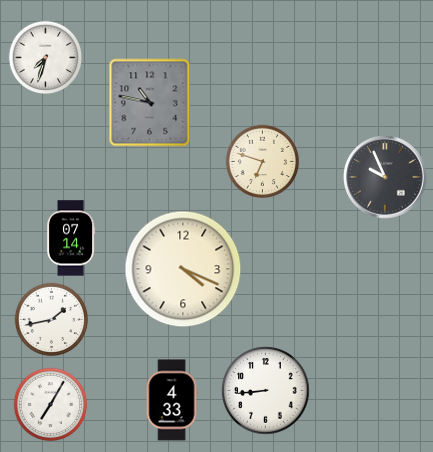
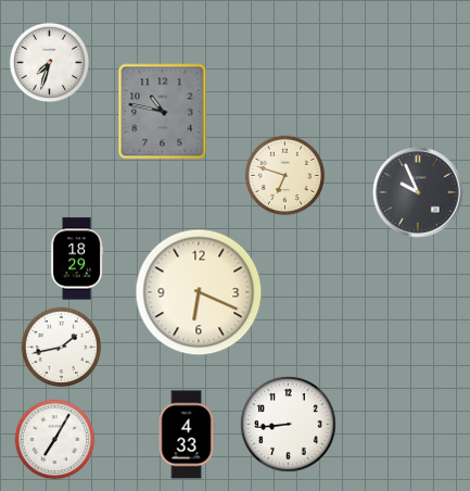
clock at (71, 238): 07:14 -> 18:29
clock at (183, 269): 4:19 -> 6:19
clock at (52, 320) position: (52, 320) -> (62, 348)
